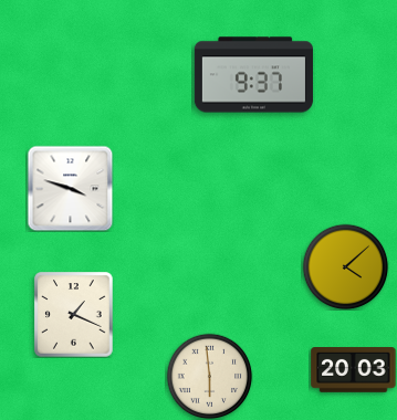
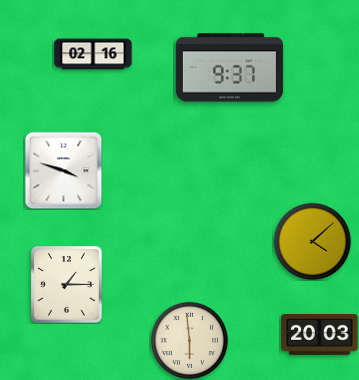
clock at (93, 54): none -> 02:16
clock at (74, 315): 1:19 -> 1:15
